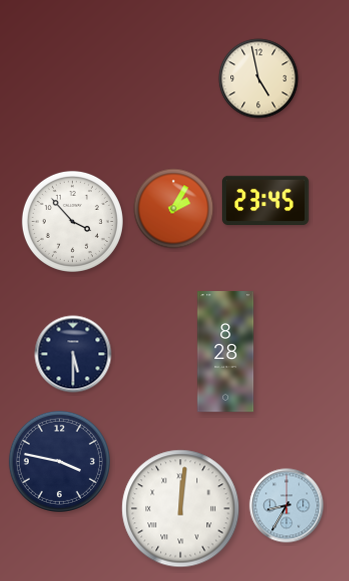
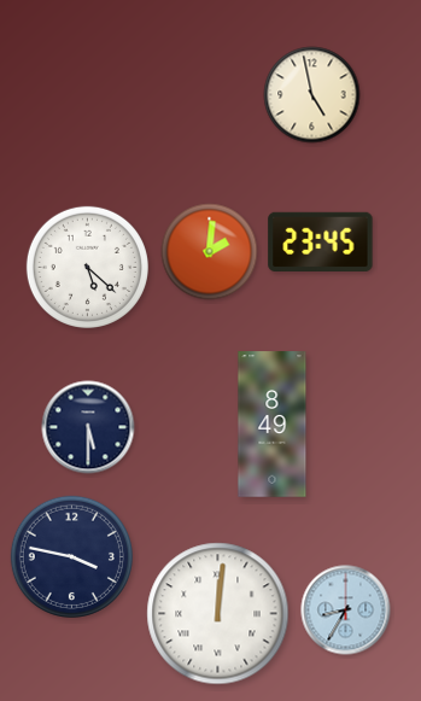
clock at (174, 209): 2:05 -> 2:01
clock at (72, 221): 3:53 -> 5:22
clock at (226, 352): 8:28 -> 8:49
